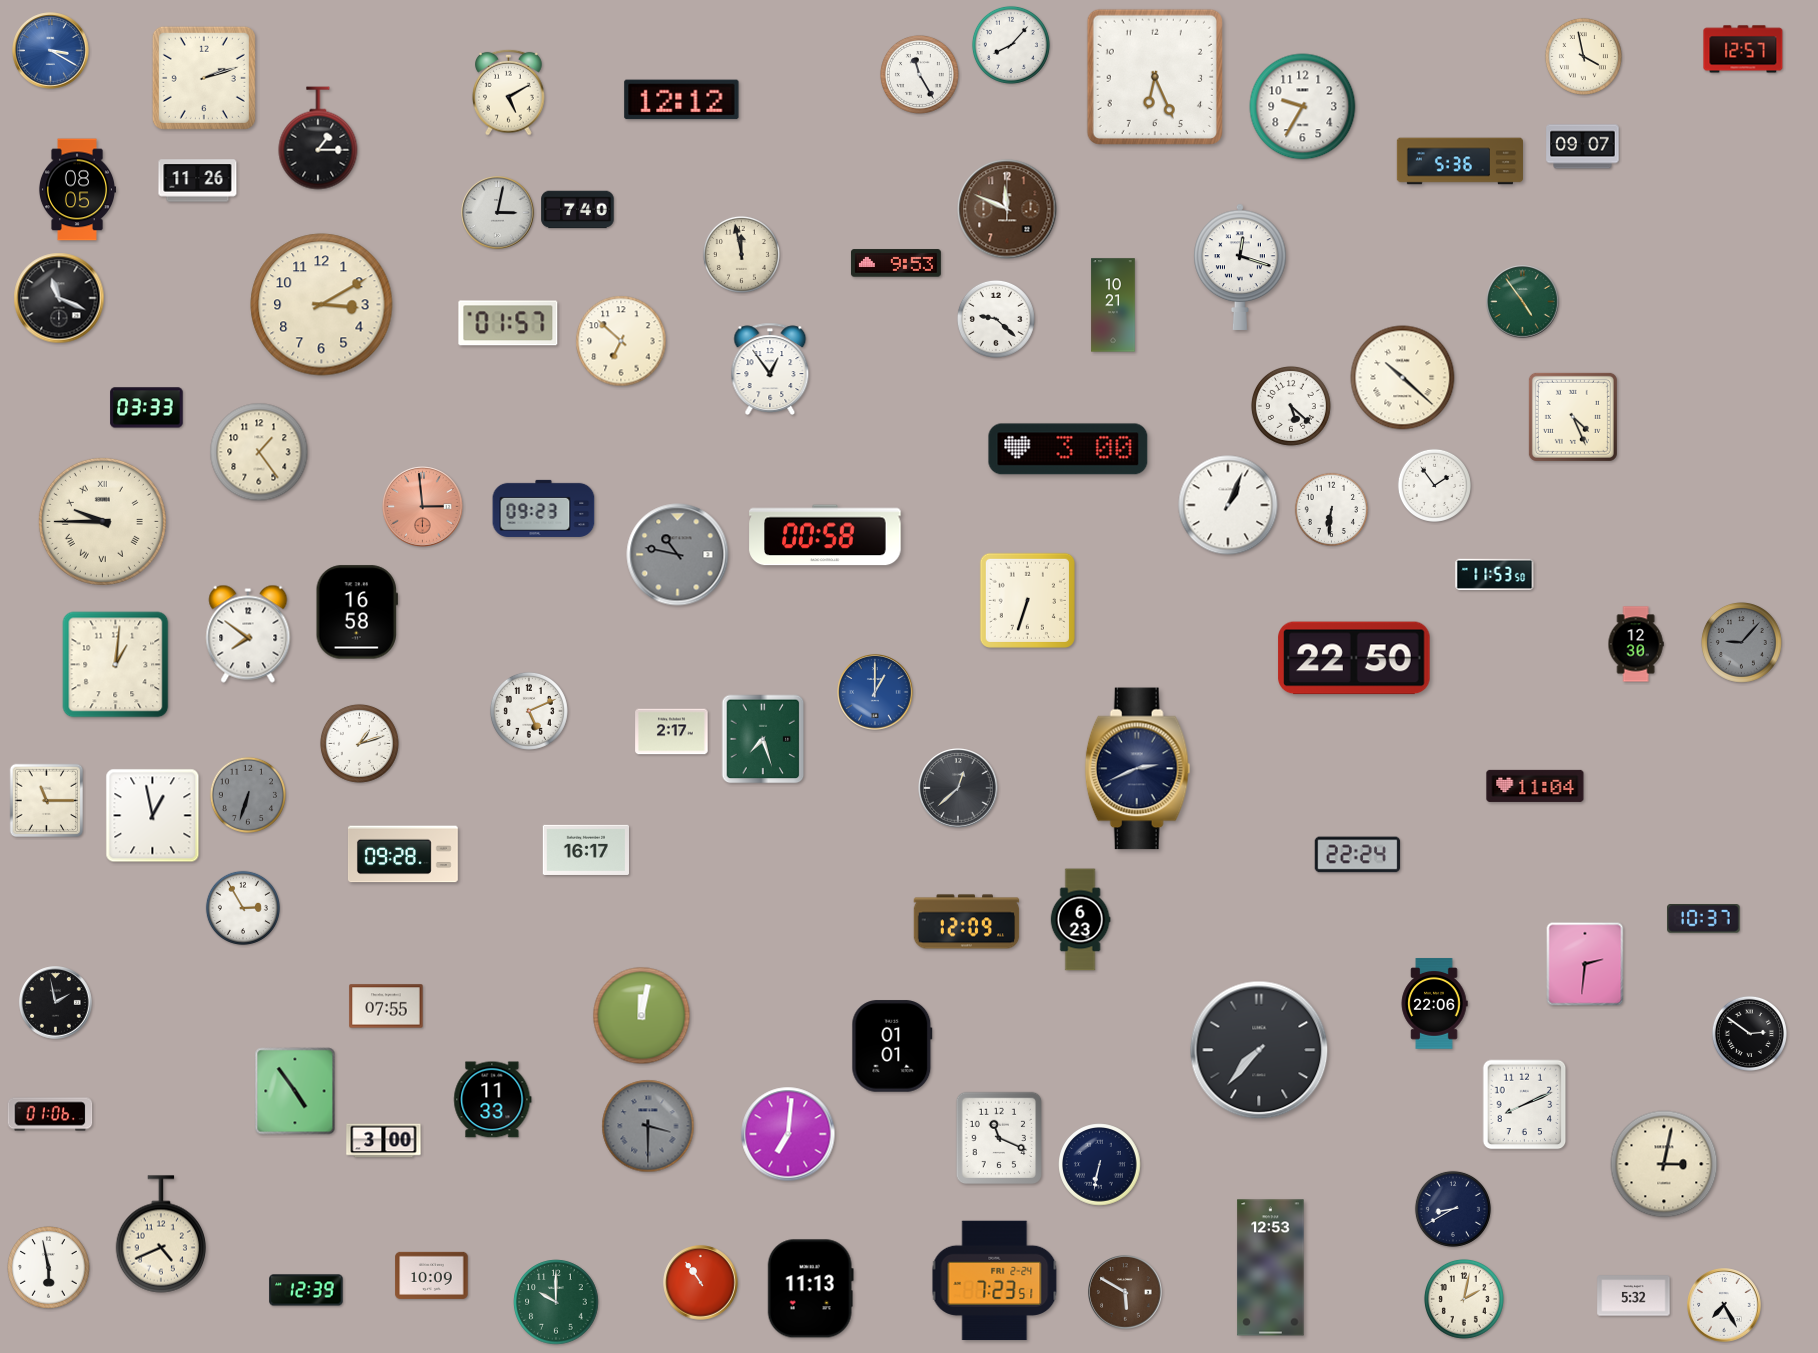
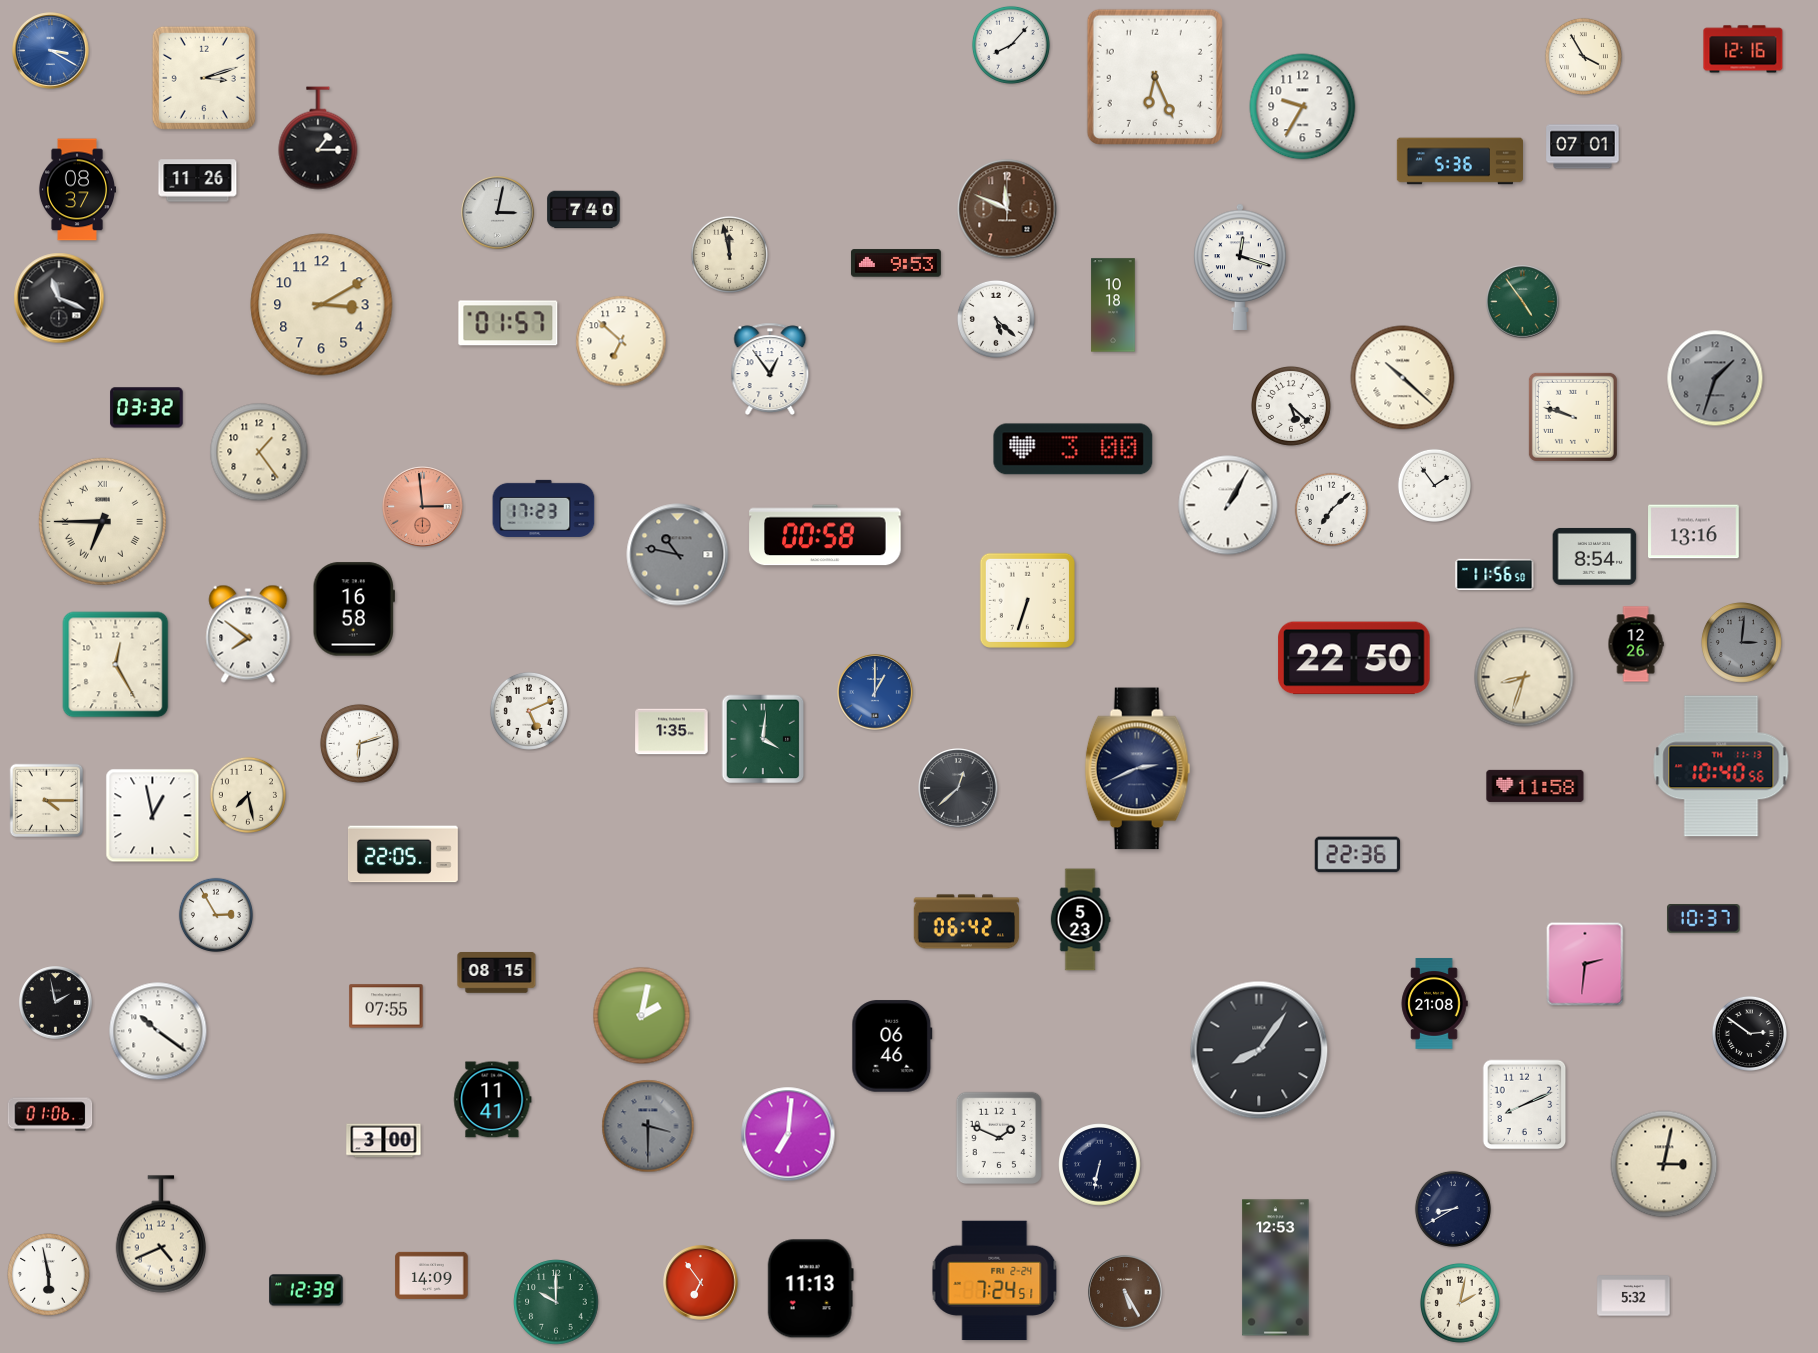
clock at (1743, 49): 12:57 -> 12:16
clock at (1583, 56): 3:58 -> 3:55
clock at (919, 74): 11:25 -> none
clock at (204, 78): 2:12 -> 3:12
clock at (509, 92): 5:10 -> none
clock at (682, 100): 12:12 -> none
clock at (1583, 147): 09:07 -> 07:01
clock at (76, 190): 08:05 -> 08:37
clock at (578, 210) position: (578, 210) -> (584, 210)
clock at (741, 254) position: (741, 254) -> (729, 254)
clock at (1113, 305): 10:21 -> 10:18
clock at (996, 319): 9:22 -> 5:22
clock at (1715, 378): none -> 1:33
clock at (147, 408): 03:33 -> 03:32
clock at (1573, 417): 4:26 -> 9:48
clock at (1068, 449) position: (1068, 449) -> (1073, 449)
clock at (1228, 505): 1:04 -> 1:05
clock at (544, 508): 09:23 -> 17:23
clock at (1331, 509): 6:31 -> 7:08
clock at (102, 521): 9:45 -> 6:45
clock at (1694, 532): none -> 13:16
clock at (1595, 557): none -> 8:54
clock at (1495, 575): 11:53 -> 11:56
clock at (357, 612) position: (357, 612) -> (354, 609)
clock at (1742, 643): 9:07 -> 3:01
clock at (1636, 644): 12:30 -> 12:26
clock at (116, 665): 1:01 -> 12:25
clock at (1524, 677): none -> 8:33
clock at (672, 732): 2:17 -> 1:35
clock at (763, 739): 7:27 -> 4:01
clock at (359, 743): 1:12 -> 6:12
clock at (1721, 766): none -> 10:40
clock at (1535, 786): 11:04 -> 11:58
clock at (248, 795): 6:33 -> 7:28
clock at (248, 795) dial: grey -> cream
clock at (47, 801): 11:15 -> 4:15
clock at (585, 850): 16:17 -> none
clock at (403, 854): 09:28 -> 22:05
clock at (1358, 855): 22:24 -> 22:36
clock at (243, 908) position: (243, 908) -> (216, 915)
clock at (1080, 920): 6:23 -> 5:23
clock at (967, 922): 12:09 -> 06:42
clock at (497, 973): none -> 08:15
clock at (1434, 1004): 22:06 -> 21:08
clock at (642, 1016): 12:02 -> 2:02
clock at (158, 1031): none -> 10:21
clock at (892, 1046): 01:01 -> 06:46
clock at (1259, 1050): 7:37 -> 8:06
clock at (295, 1091): 4:54 -> none
clock at (493, 1100): 11:33 -> 11:41
clock at (998, 1137): 11:19 -> 1:49
clock at (49, 1268) position: (49, 1268) -> (49, 1275)
clock at (1271, 1268) position: (1271, 1268) -> (1276, 1268)
clock at (432, 1275): 10:09 -> 14:09
clock at (995, 1281): 7:23 -> 7:24
clock at (701, 1283): 10:54 -> 6:54
clock at (1125, 1292): 5:50 -> 5:25
clock at (1464, 1299) position: (1464, 1299) -> (1460, 1303)
clock at (1724, 1305): 7:25 -> none
